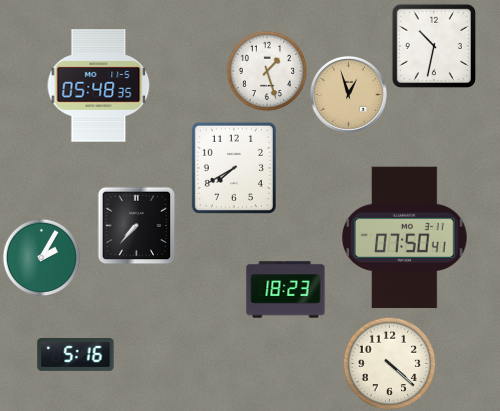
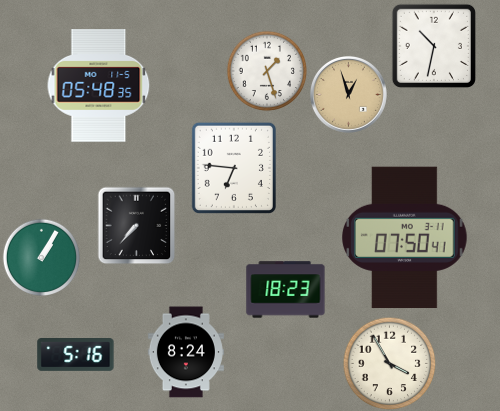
clock at (234, 168): 7:40 -> 6:46
clock at (41, 257): 2:05 -> 1:05
clock at (186, 352): none -> 8:24
clock at (389, 363): 4:22 -> 3:55
